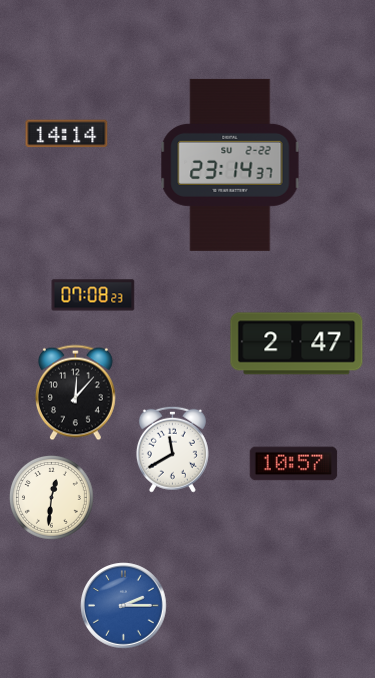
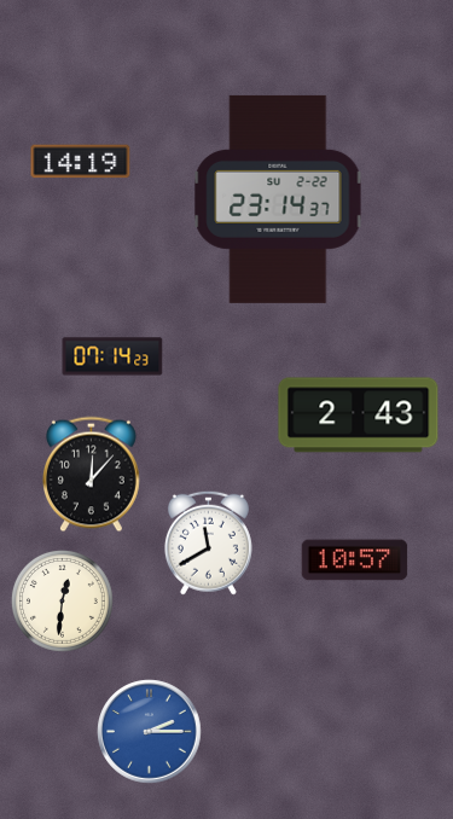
clock at (67, 134): 14:14 -> 14:19
clock at (93, 295): 07:08 -> 07:14
clock at (297, 344): 2:47 -> 2:43
